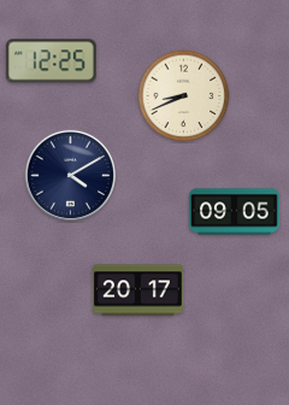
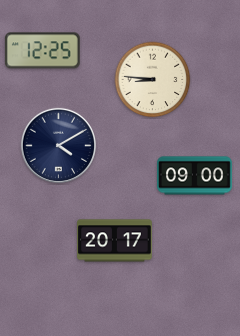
clock at (184, 96): 8:41 -> 8:46
clock at (235, 212): 09:05 -> 09:00
